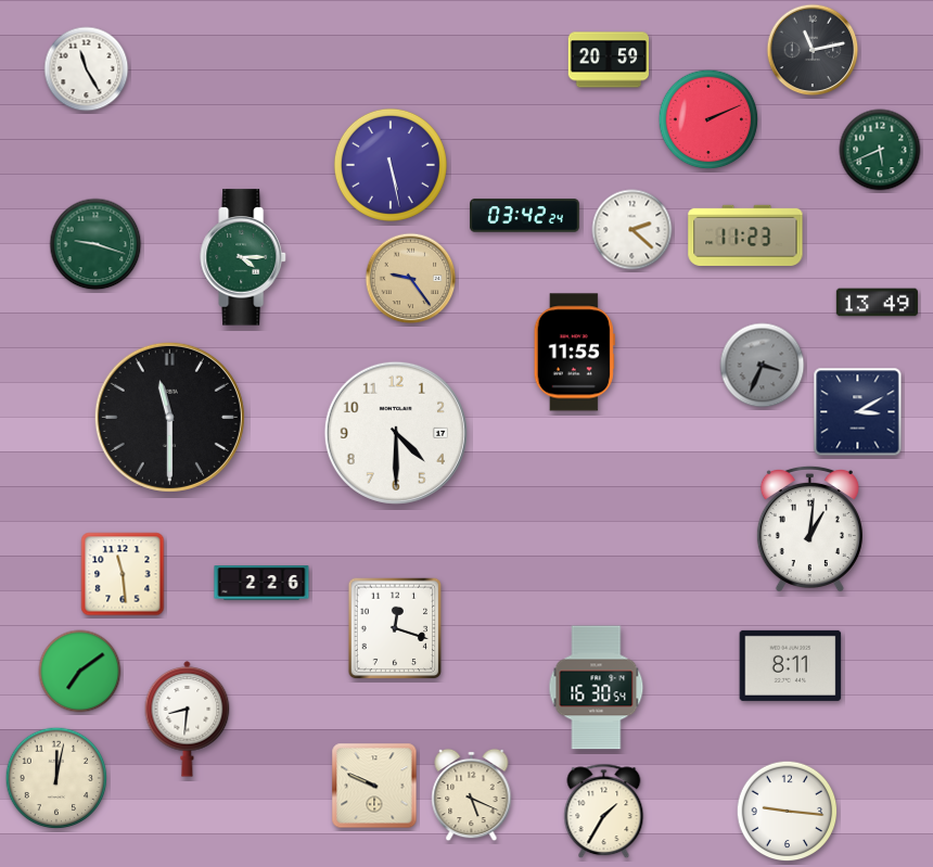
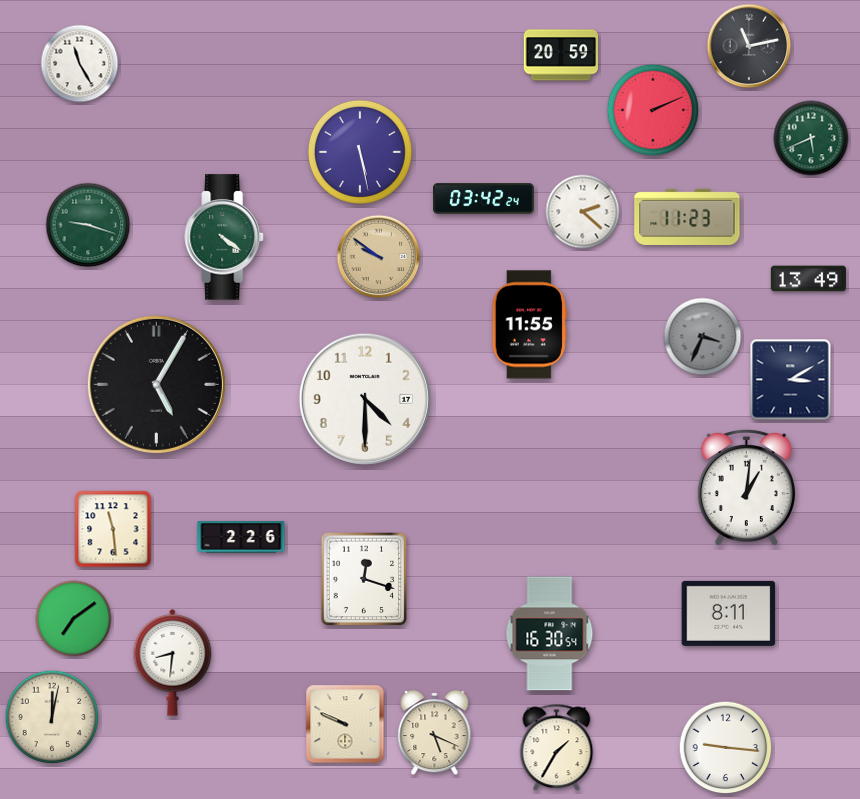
clock at (243, 257): 4:15 -> 4:21
clock at (411, 279): 9:24 -> 9:51
clock at (169, 417): 11:30 -> 5:05
